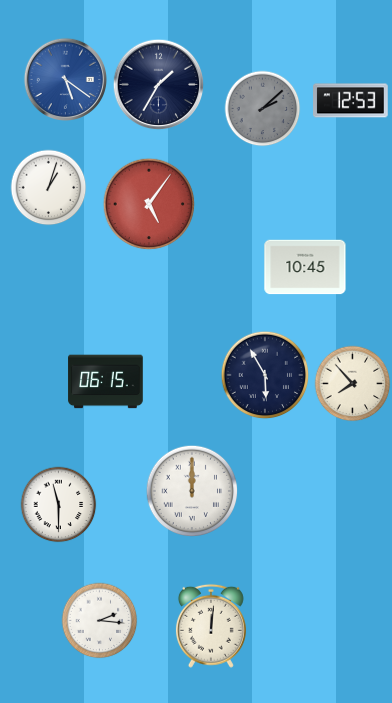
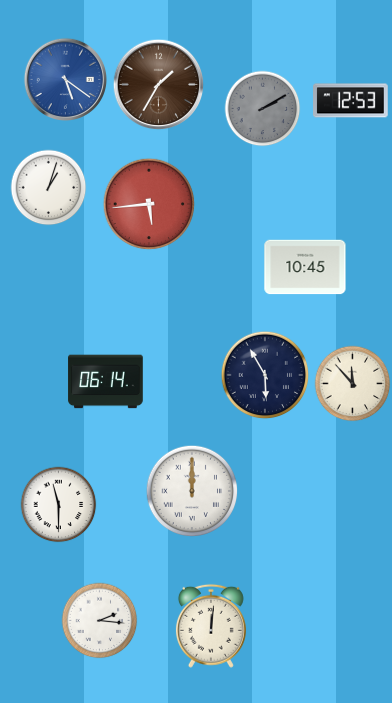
clock at (159, 85) dial: navy -> brown
clock at (263, 109): 2:08 -> 2:10
clock at (149, 204): 5:06 -> 5:44
clock at (106, 382): 06:15 -> 06:14
clock at (353, 384): 7:53 -> 11:53
